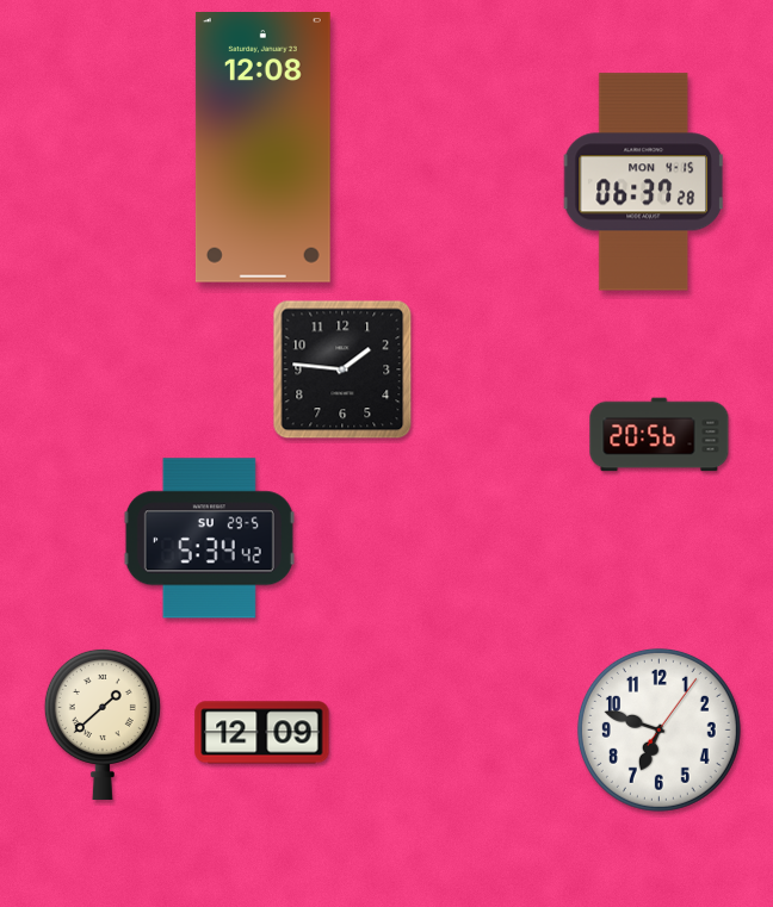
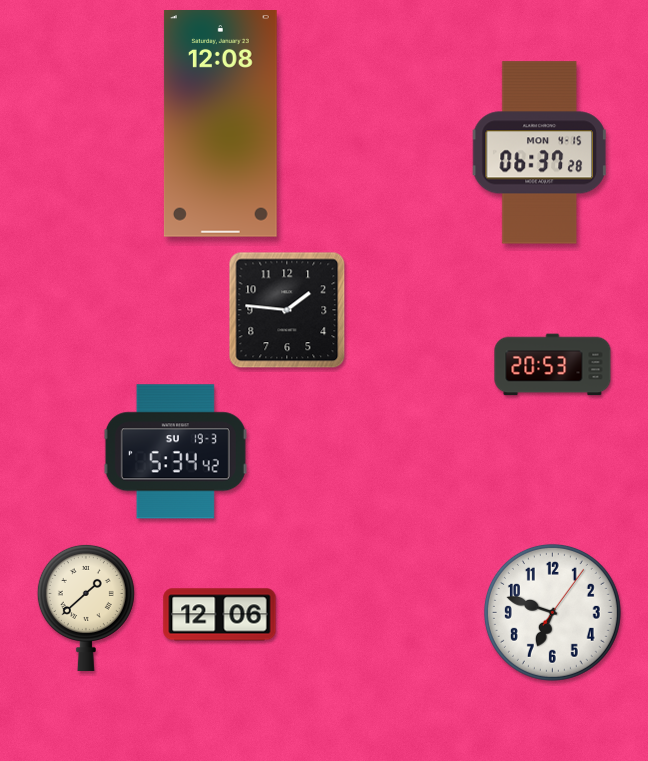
clock at (660, 435): 20:56 -> 20:53
clock at (209, 539) date: SU 29-5 -> SU 19-3
clock at (262, 733): 12:09 -> 12:06
